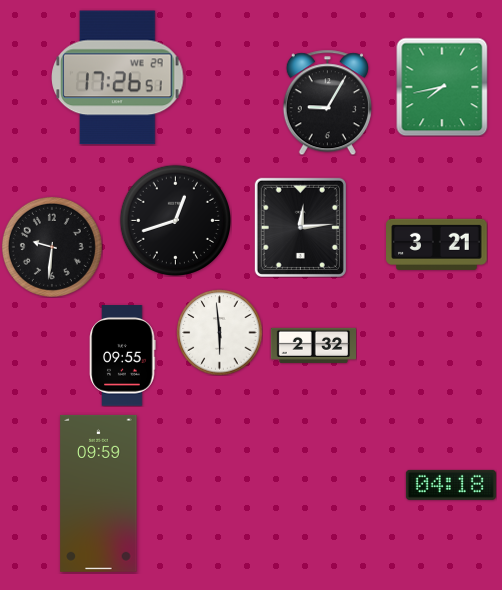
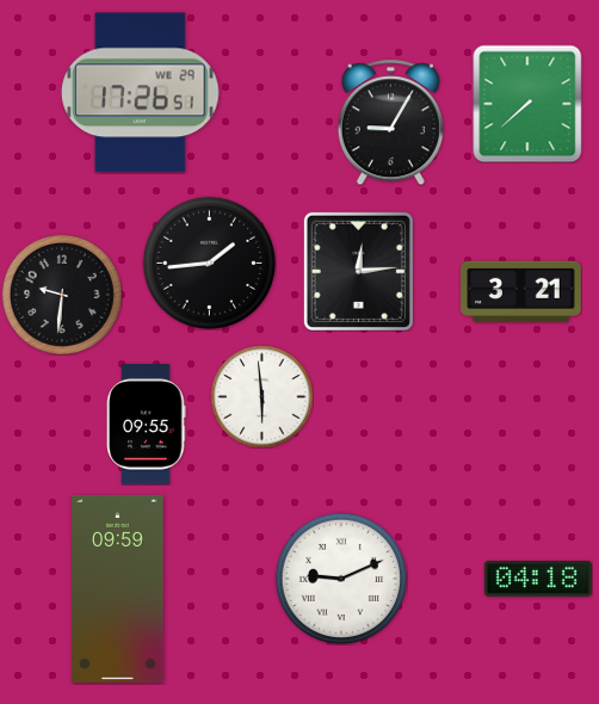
clock at (442, 87): 7:43 -> 7:38
clock at (175, 220): 12:42 -> 1:44
clock at (313, 345): 2:32 -> none
clock at (340, 578): none -> 9:11
